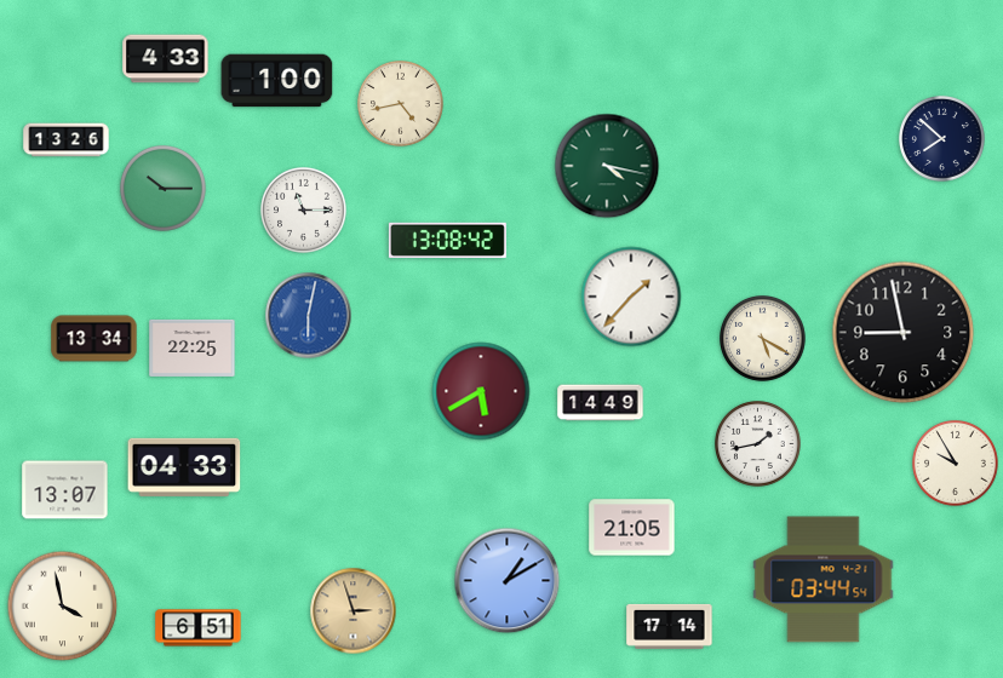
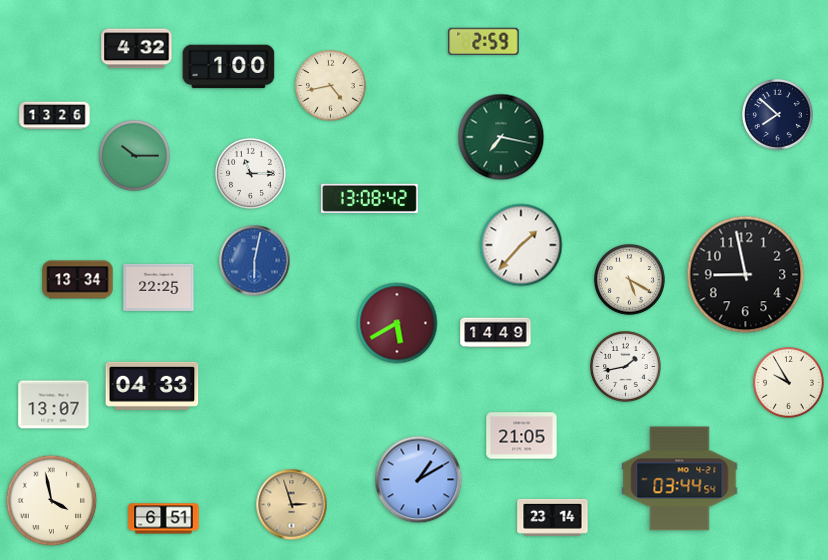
clock at (484, 42): none -> 2:59
clock at (166, 59): 4:33 -> 4:32
clock at (607, 166): 4:17 -> 7:17
clock at (670, 626): 17:14 -> 23:14
